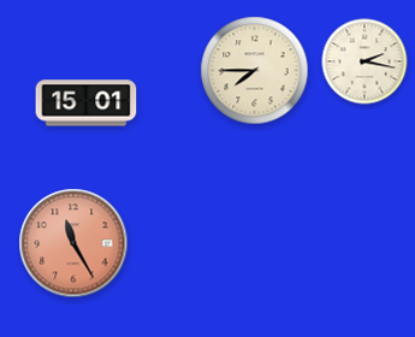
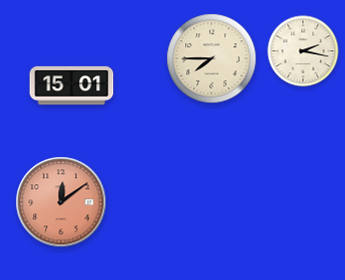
clock at (73, 243): 11:25 -> 12:09
